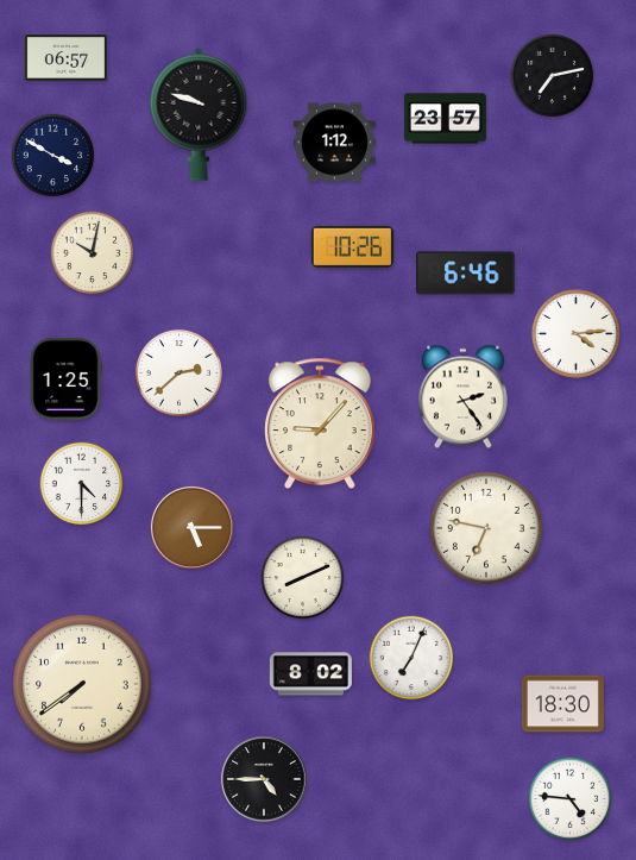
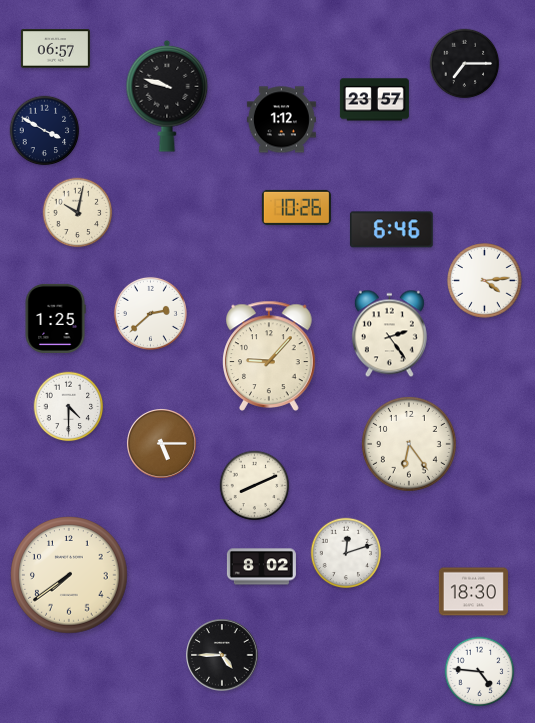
clock at (553, 76): 7:13 -> 7:15
clock at (486, 528): 6:47 -> 6:24
clock at (411, 658): 7:04 -> 12:12
